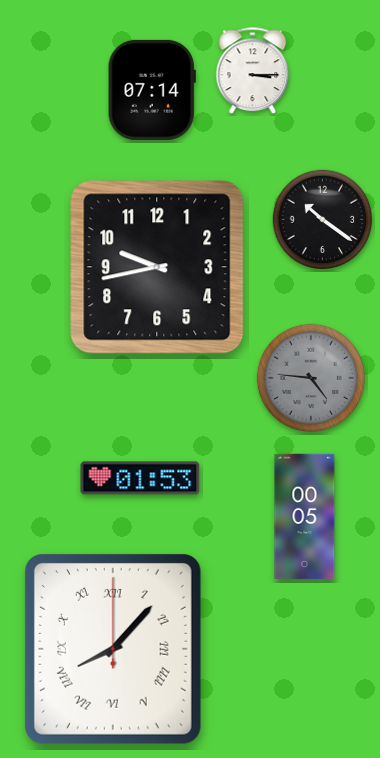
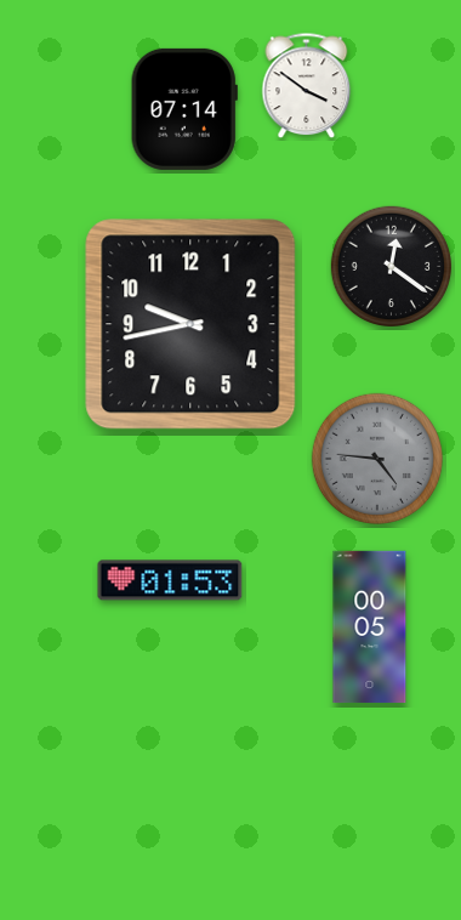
clock at (253, 71): 3:15 -> 3:51
clock at (322, 219): 10:21 -> 12:21
clock at (113, 649): 8:07 -> none
